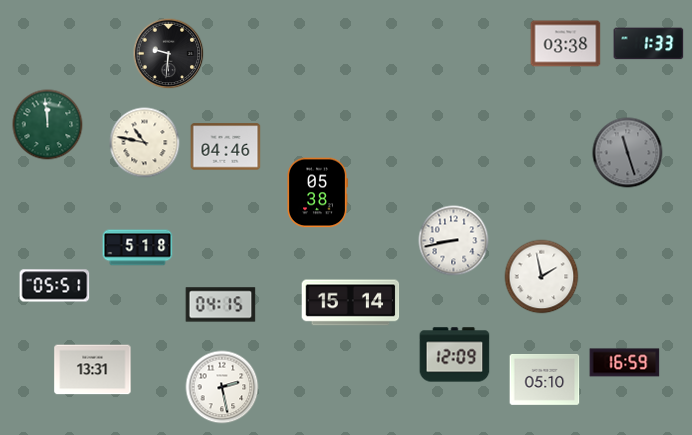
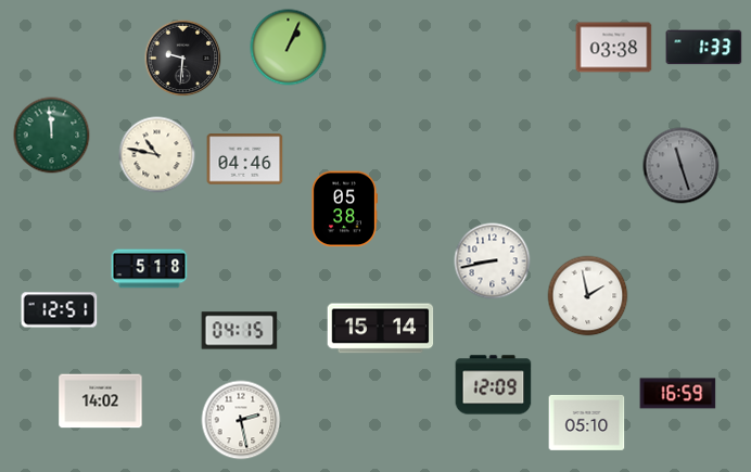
clock at (289, 48): none -> 1:04
clock at (542, 277) position: (542, 277) -> (588, 296)
clock at (55, 286): 05:51 -> 12:51
clock at (93, 370): 13:31 -> 14:02
clock at (545, 379) position: (545, 379) -> (587, 422)
